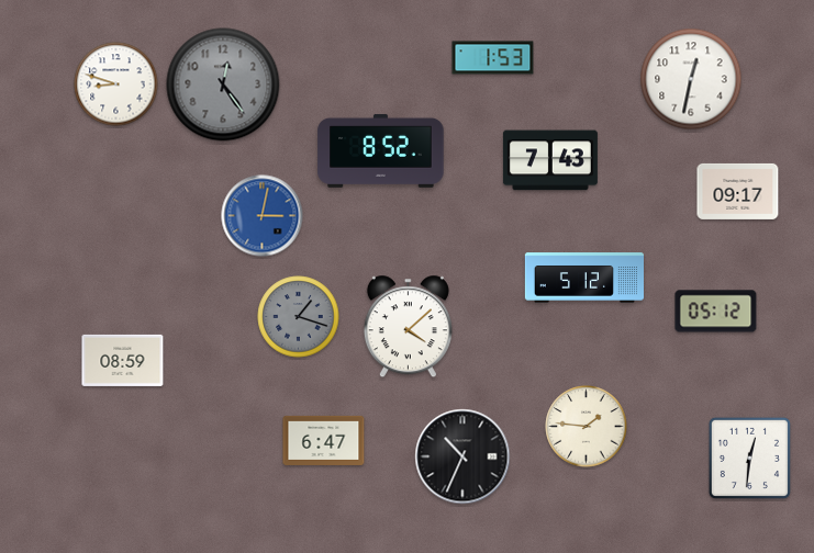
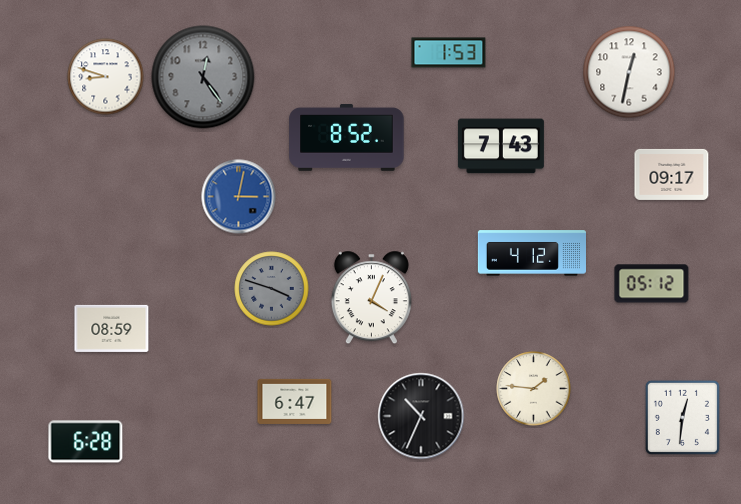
clock at (583, 278): 5:12 -> 4:12
clock at (299, 317): 1:18 -> 3:48
clock at (408, 327): 4:08 -> 4:04
clock at (86, 442): none -> 6:28
